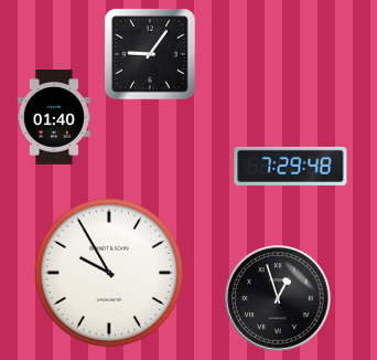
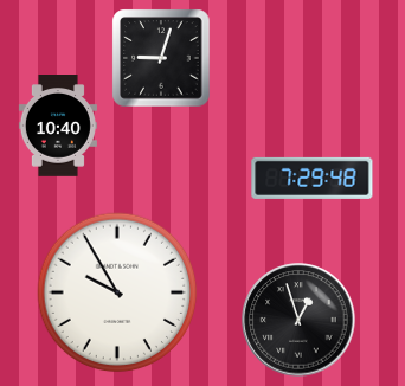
clock at (150, 54): 9:06 -> 9:03
clock at (54, 118): 01:40 -> 10:40
